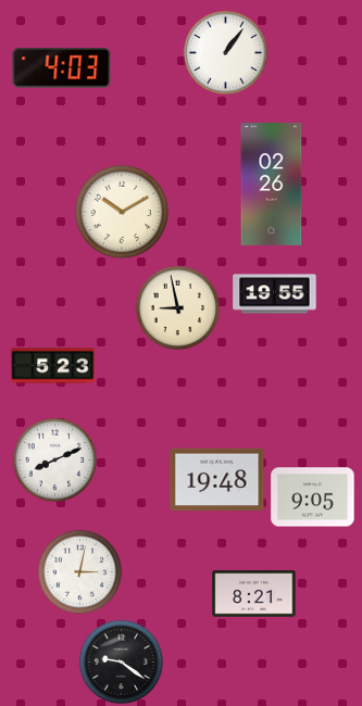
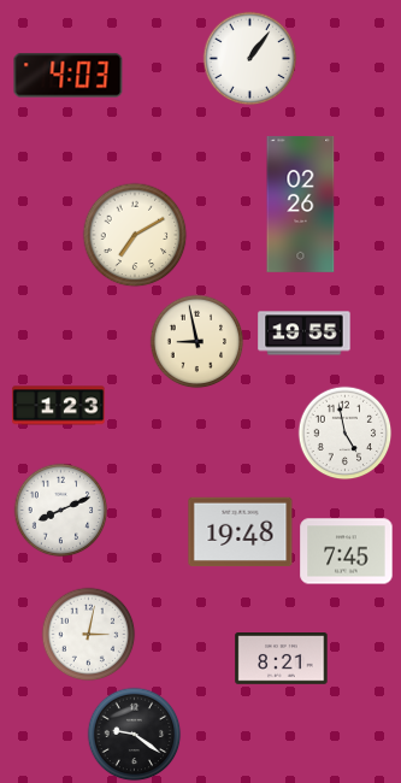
clock at (122, 212): 10:10 -> 7:10
clock at (275, 294) position: (275, 294) -> (305, 334)
clock at (53, 366): 5:23 -> 1:23
clock at (344, 432): none -> 4:58
clock at (313, 497): 9:05 -> 7:45
